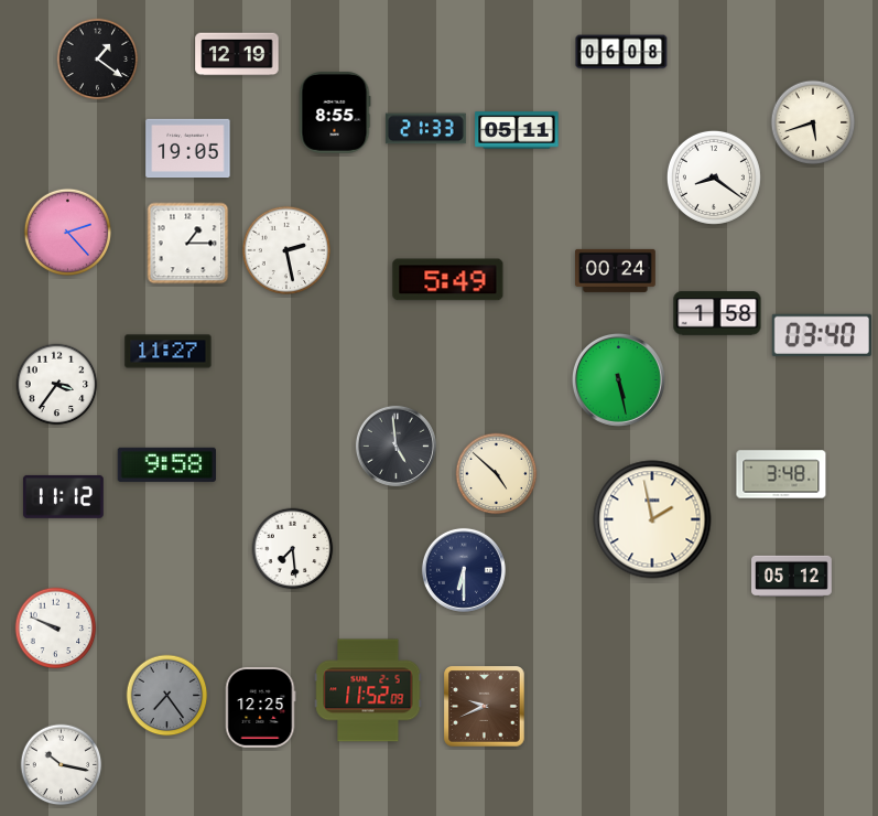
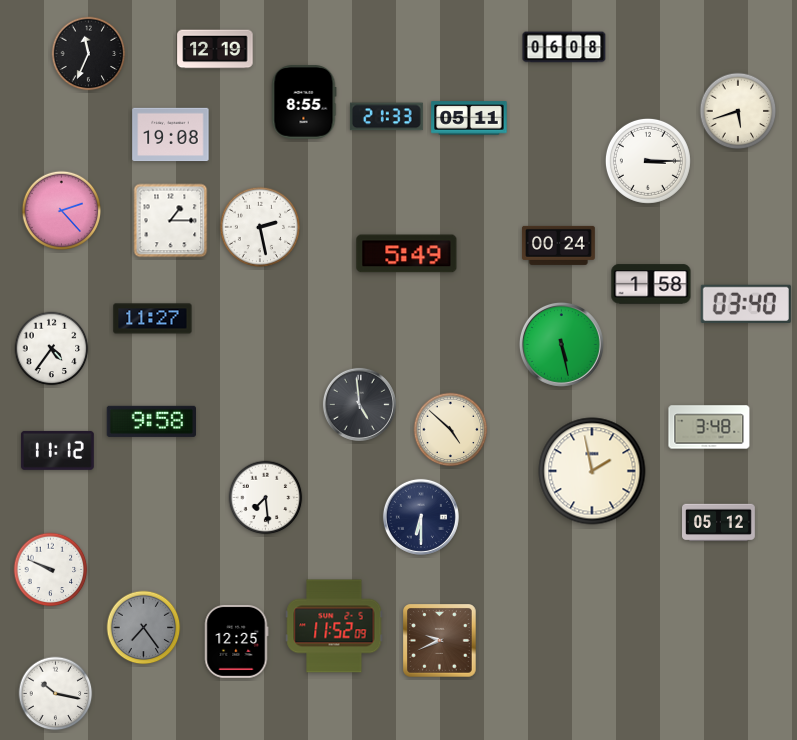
clock at (98, 60): 1:21 -> 11:34
clock at (188, 149): 19:05 -> 19:08
clock at (714, 178): 8:21 -> 3:15
clock at (57, 385): 3:36 -> 4:36
clock at (781, 474) position: (781, 474) -> (709, 427)
clock at (167, 696) position: (167, 696) -> (144, 628)
